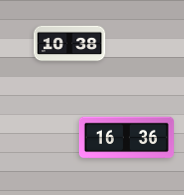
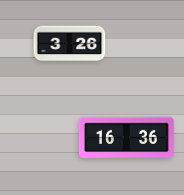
clock at (70, 44): 10:38 -> 3:26
